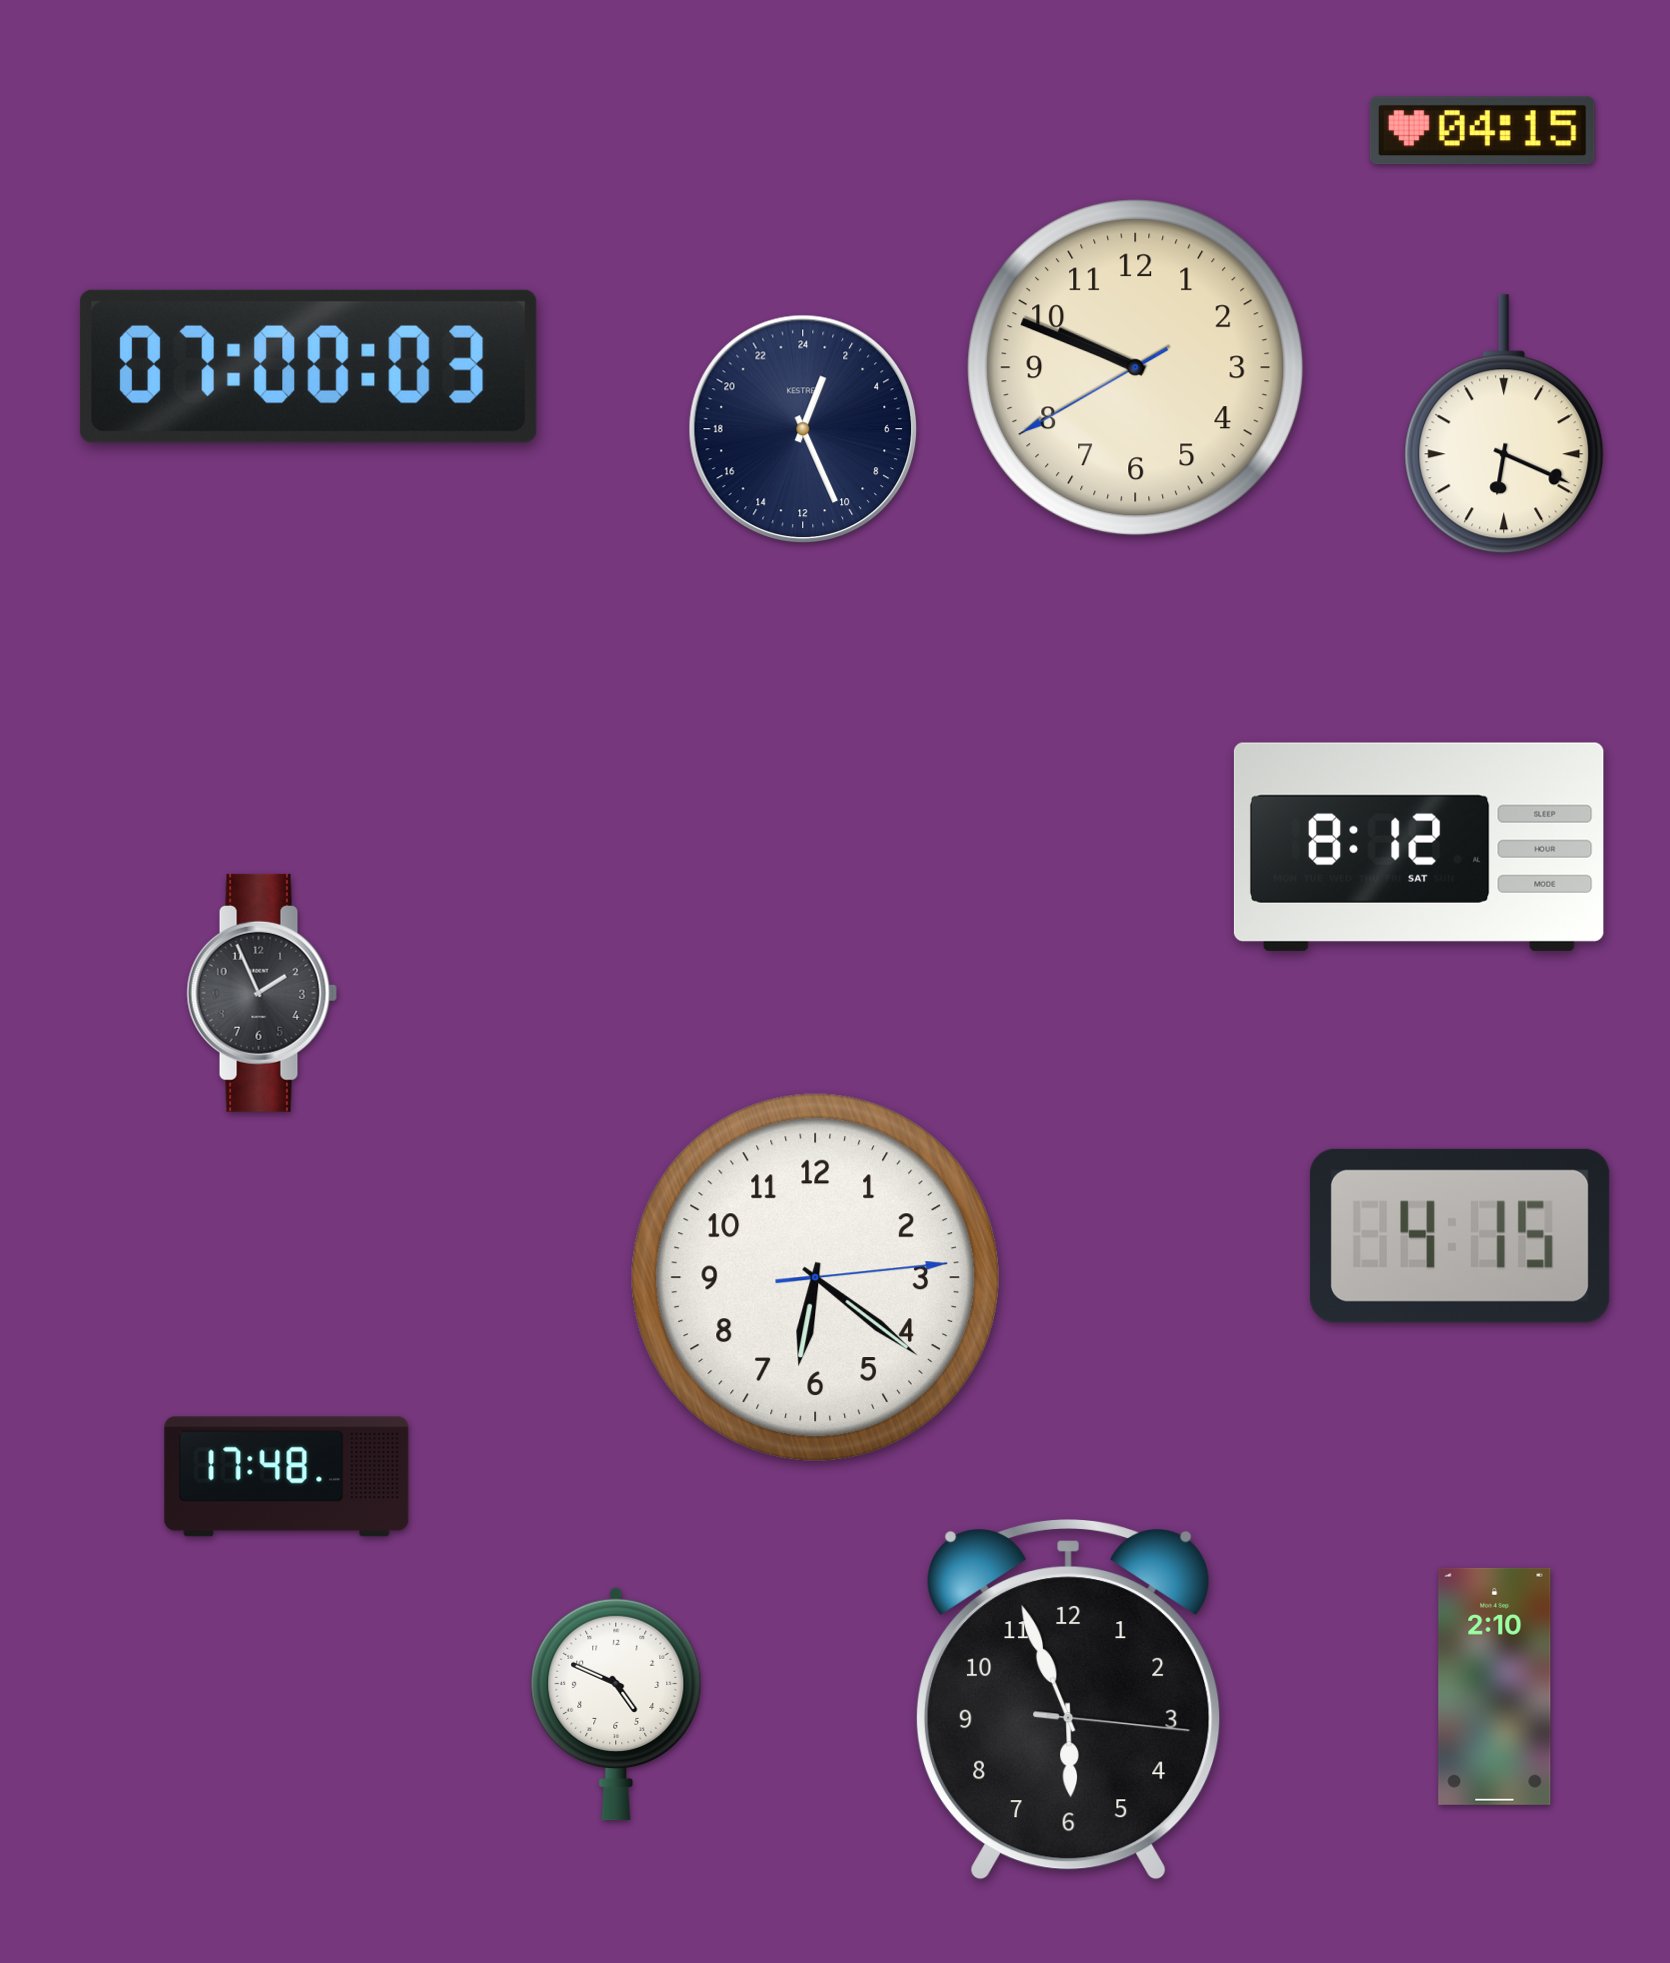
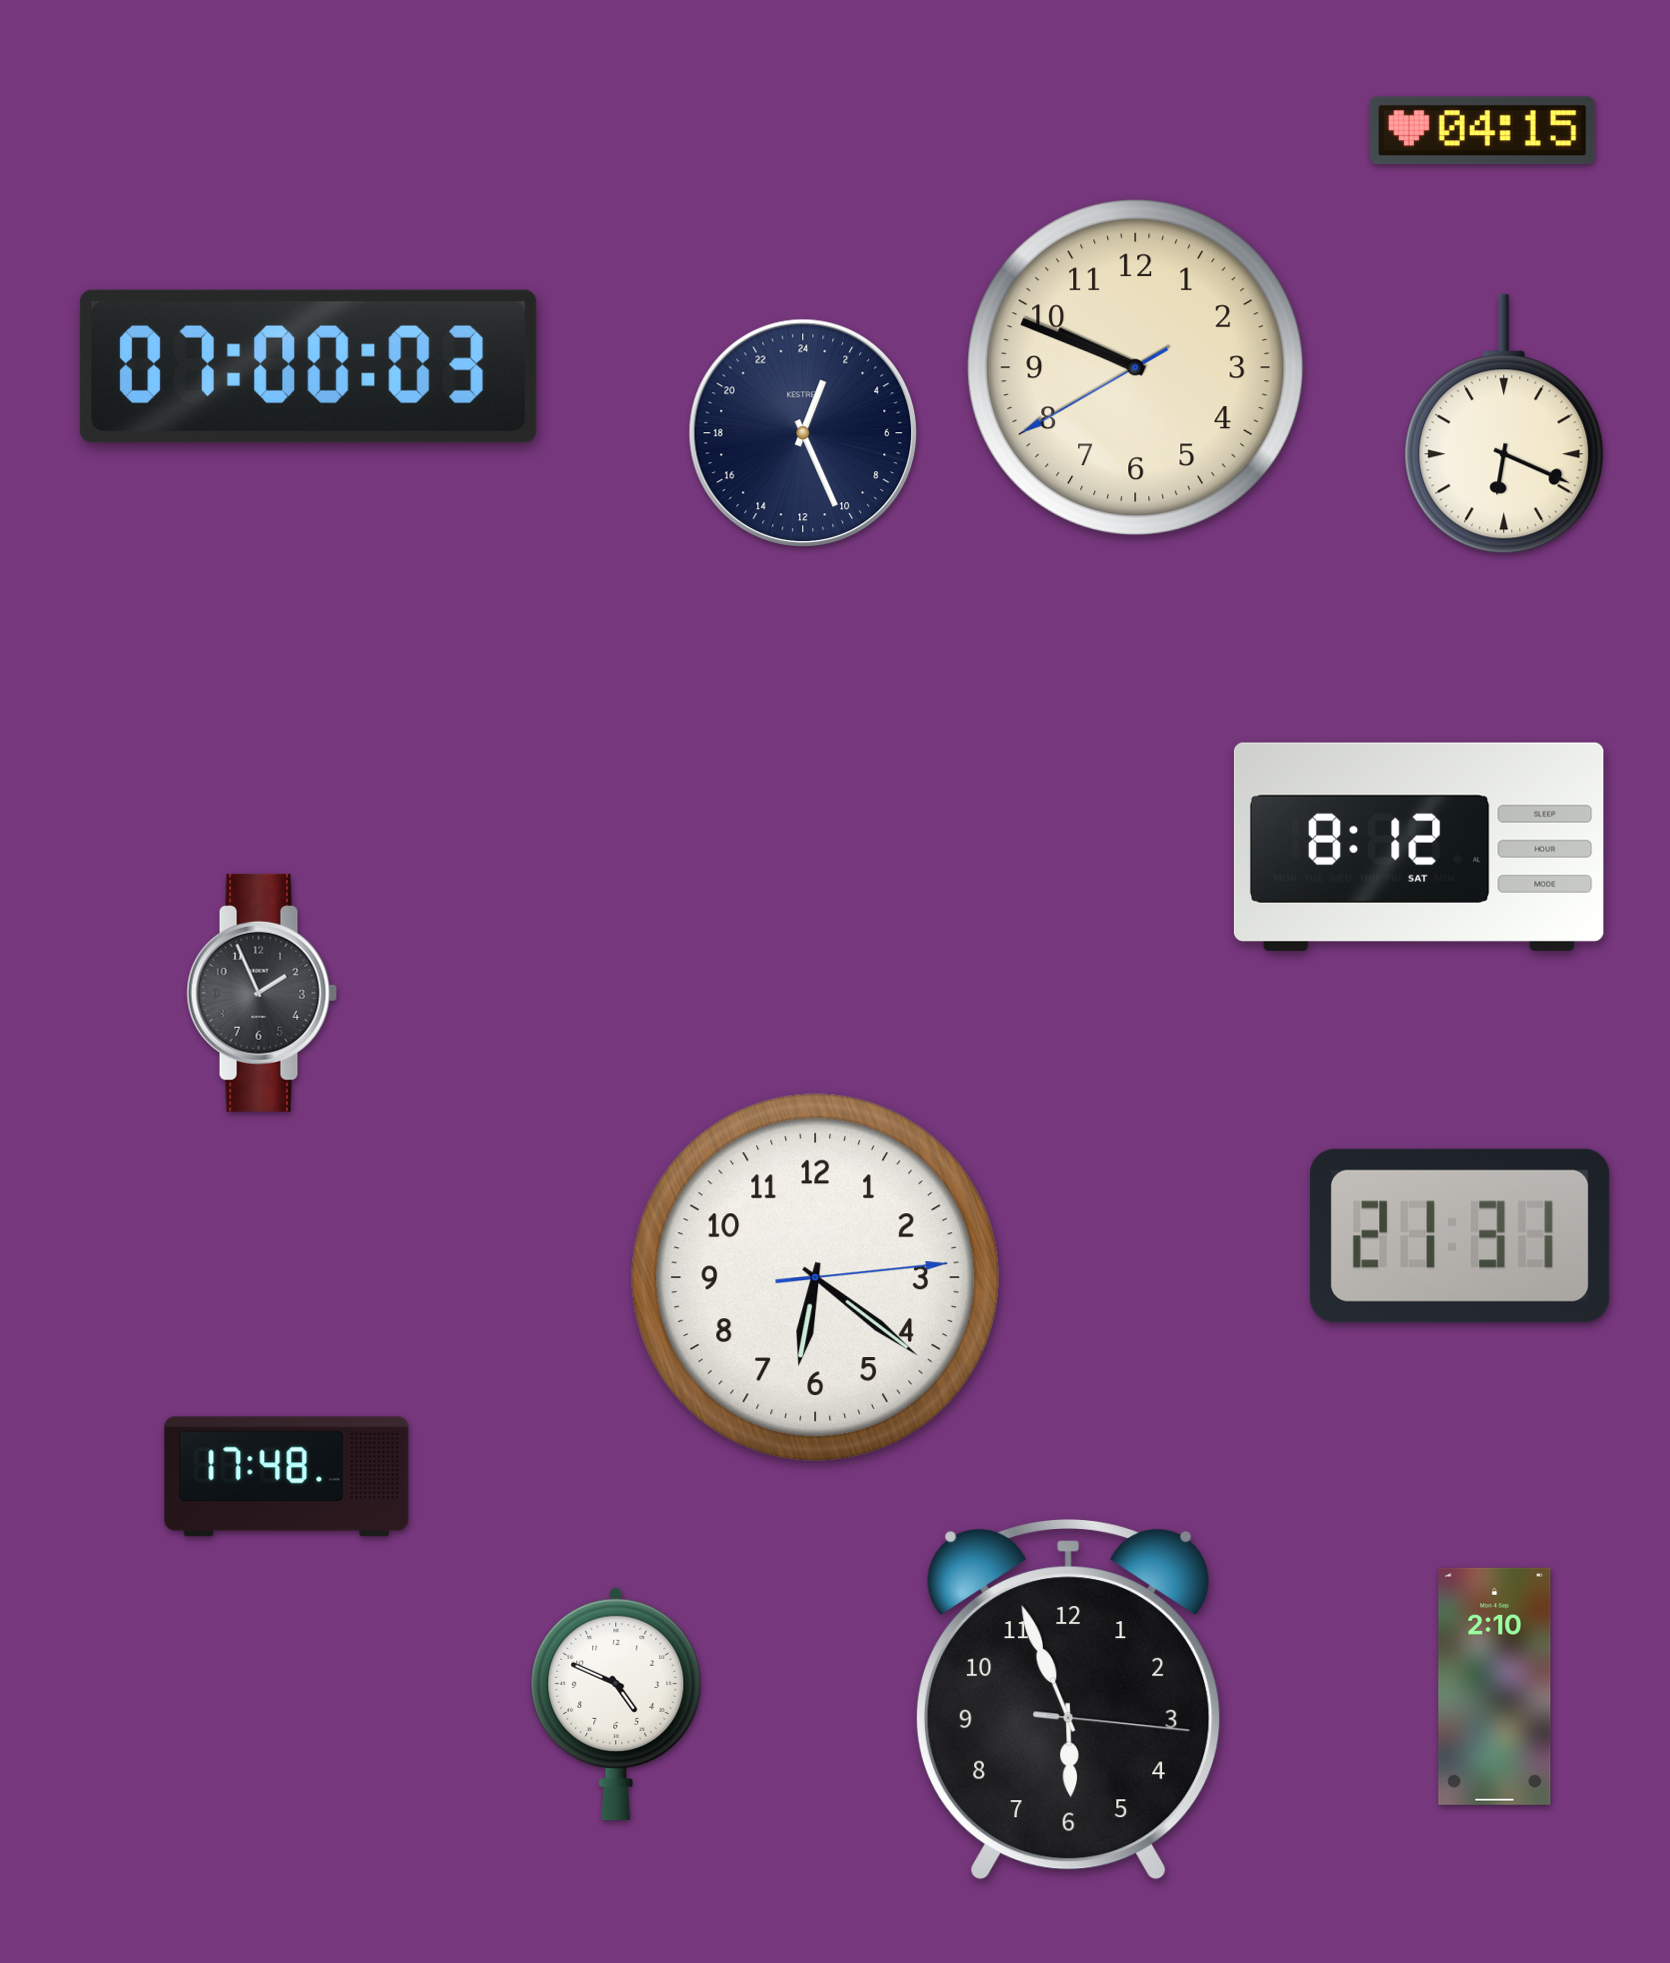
clock at (803, 429) position: (803, 429) -> (803, 433)
clock at (1460, 1236): 4:15 -> 21:31
